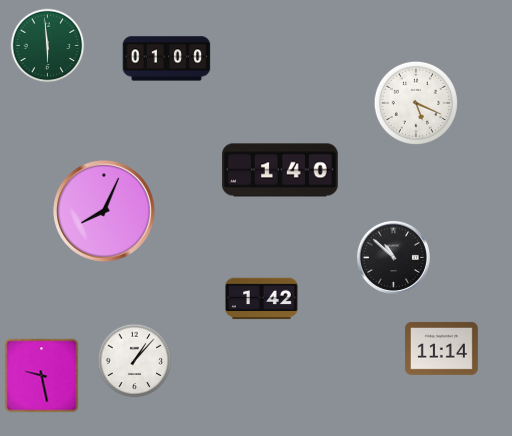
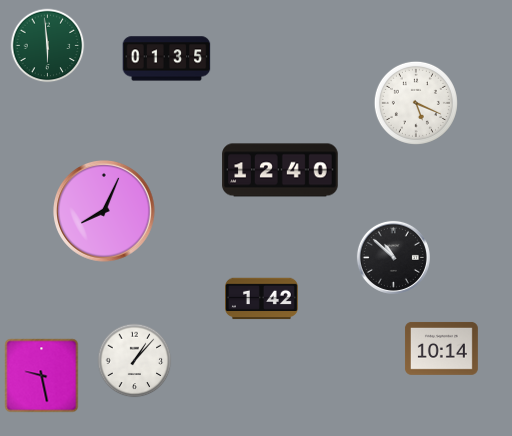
clock at (167, 59): 01:00 -> 01:35
clock at (280, 170): 1:40 -> 12:40
clock at (441, 349): 11:14 -> 10:14
